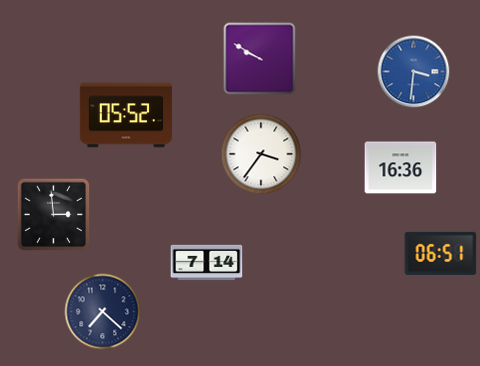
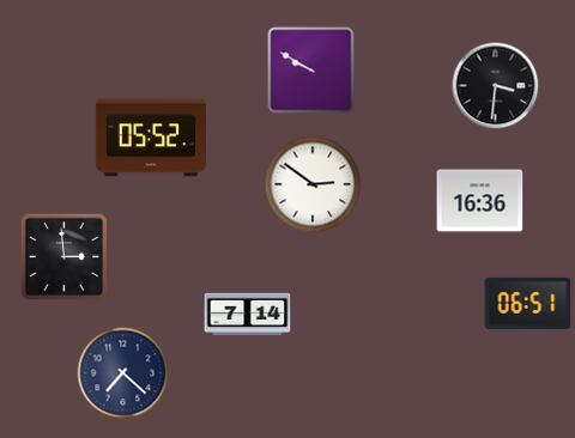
clock at (414, 72) dial: blue -> black
clock at (261, 154): 3:36 -> 2:51
